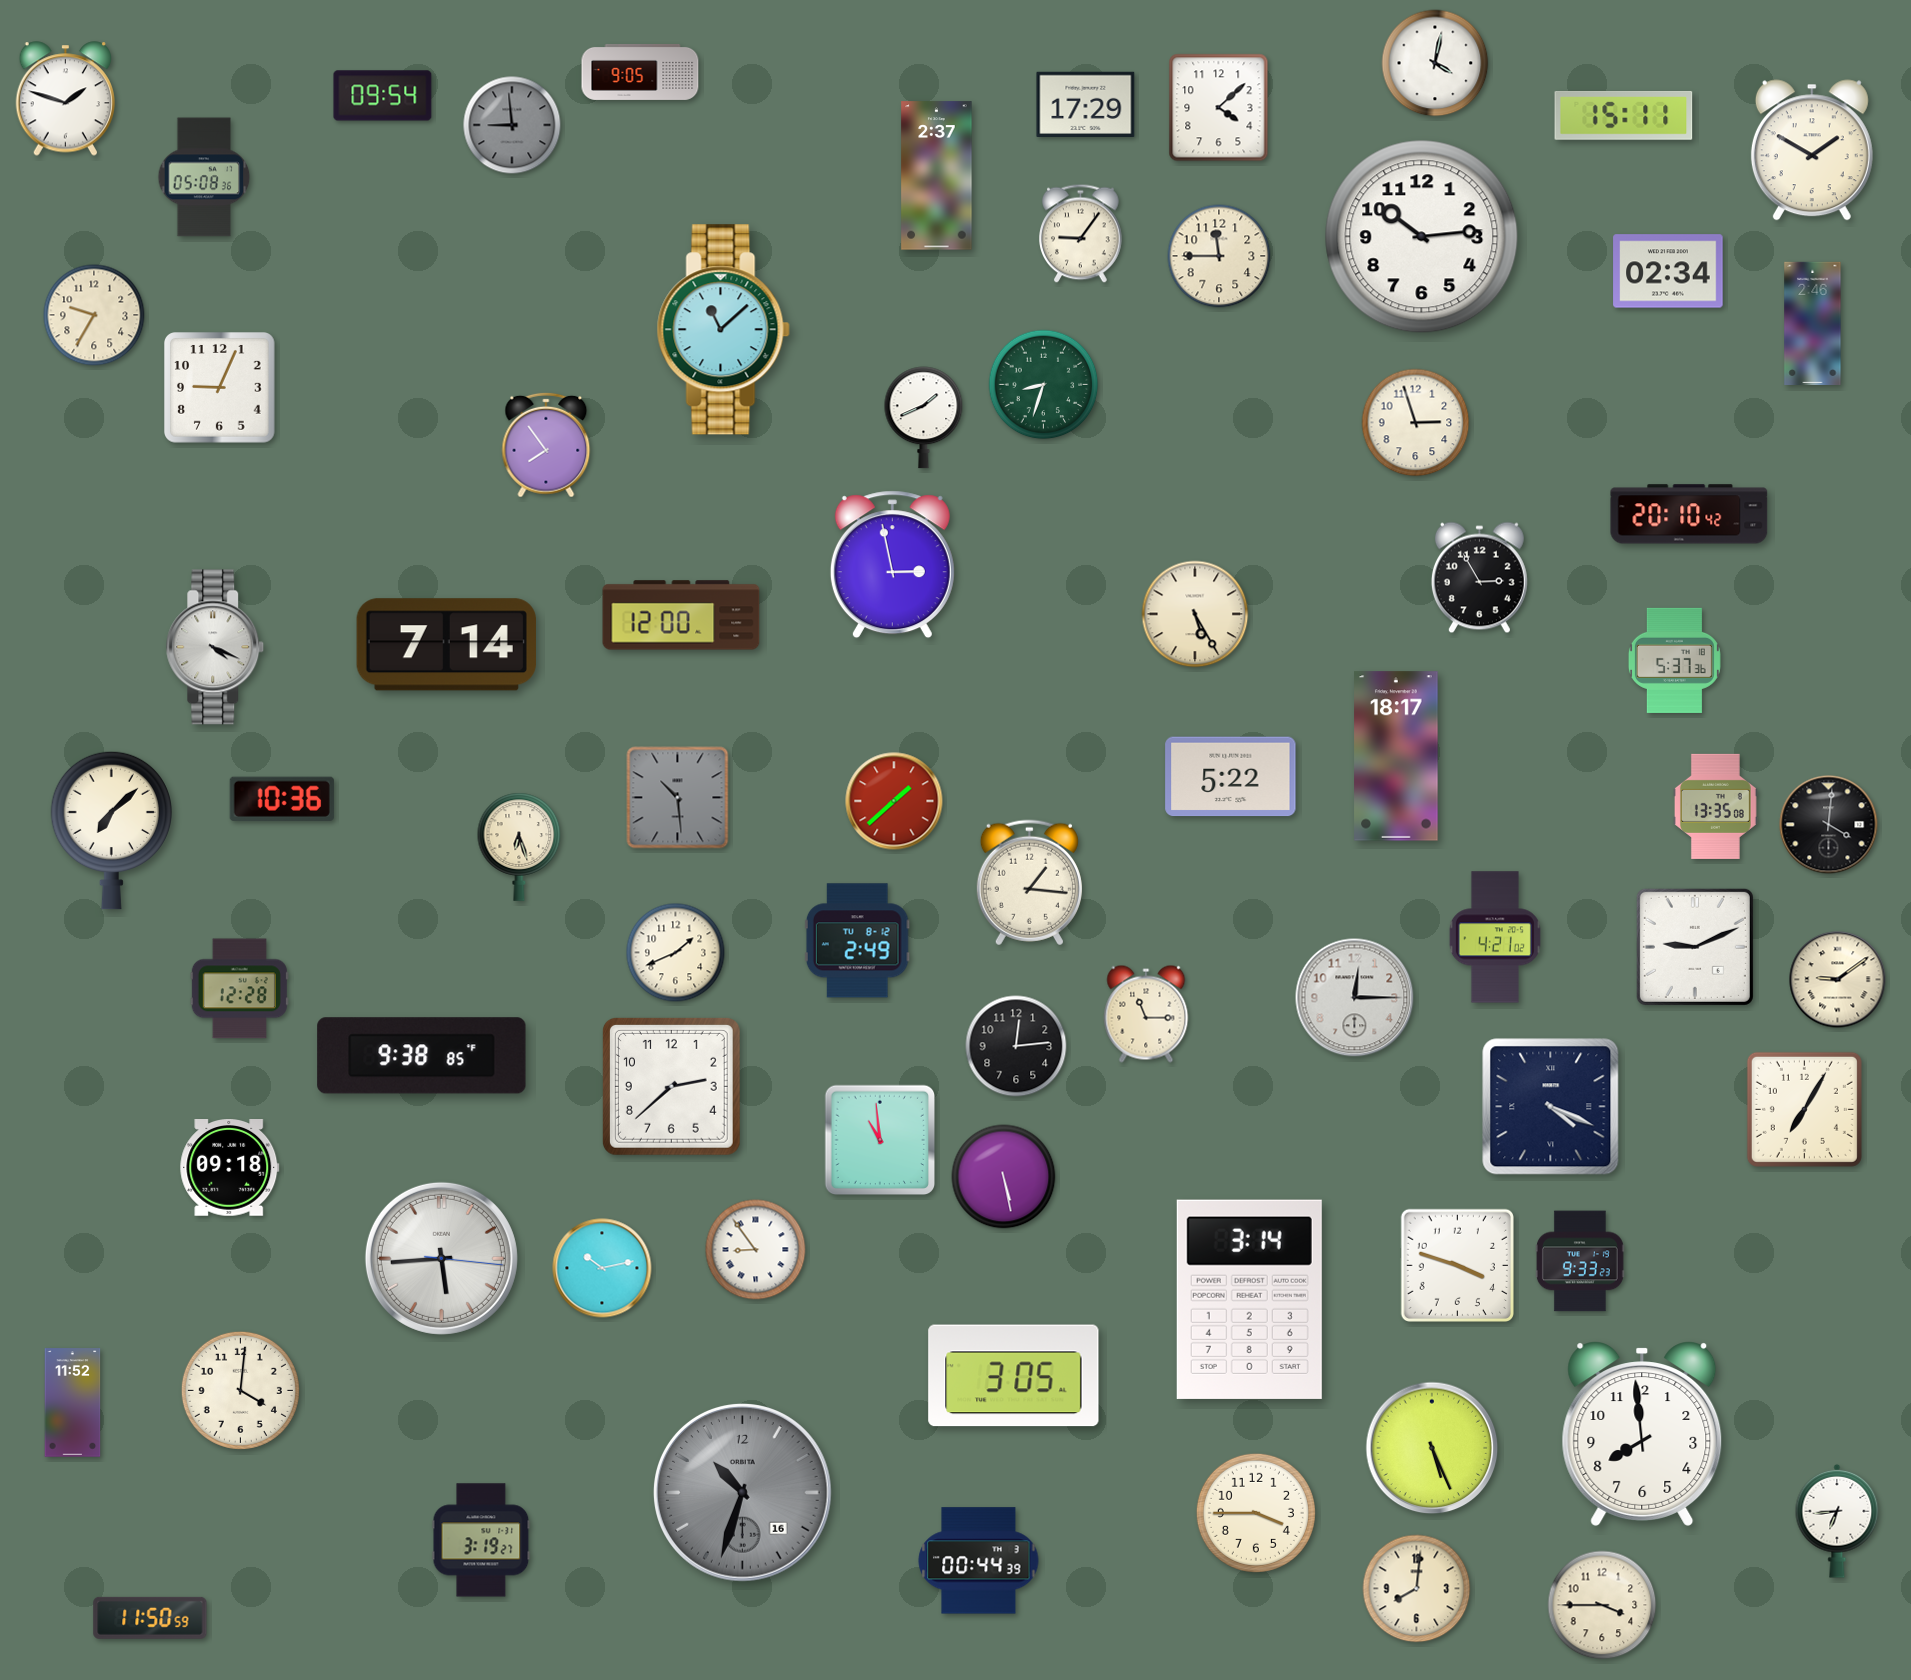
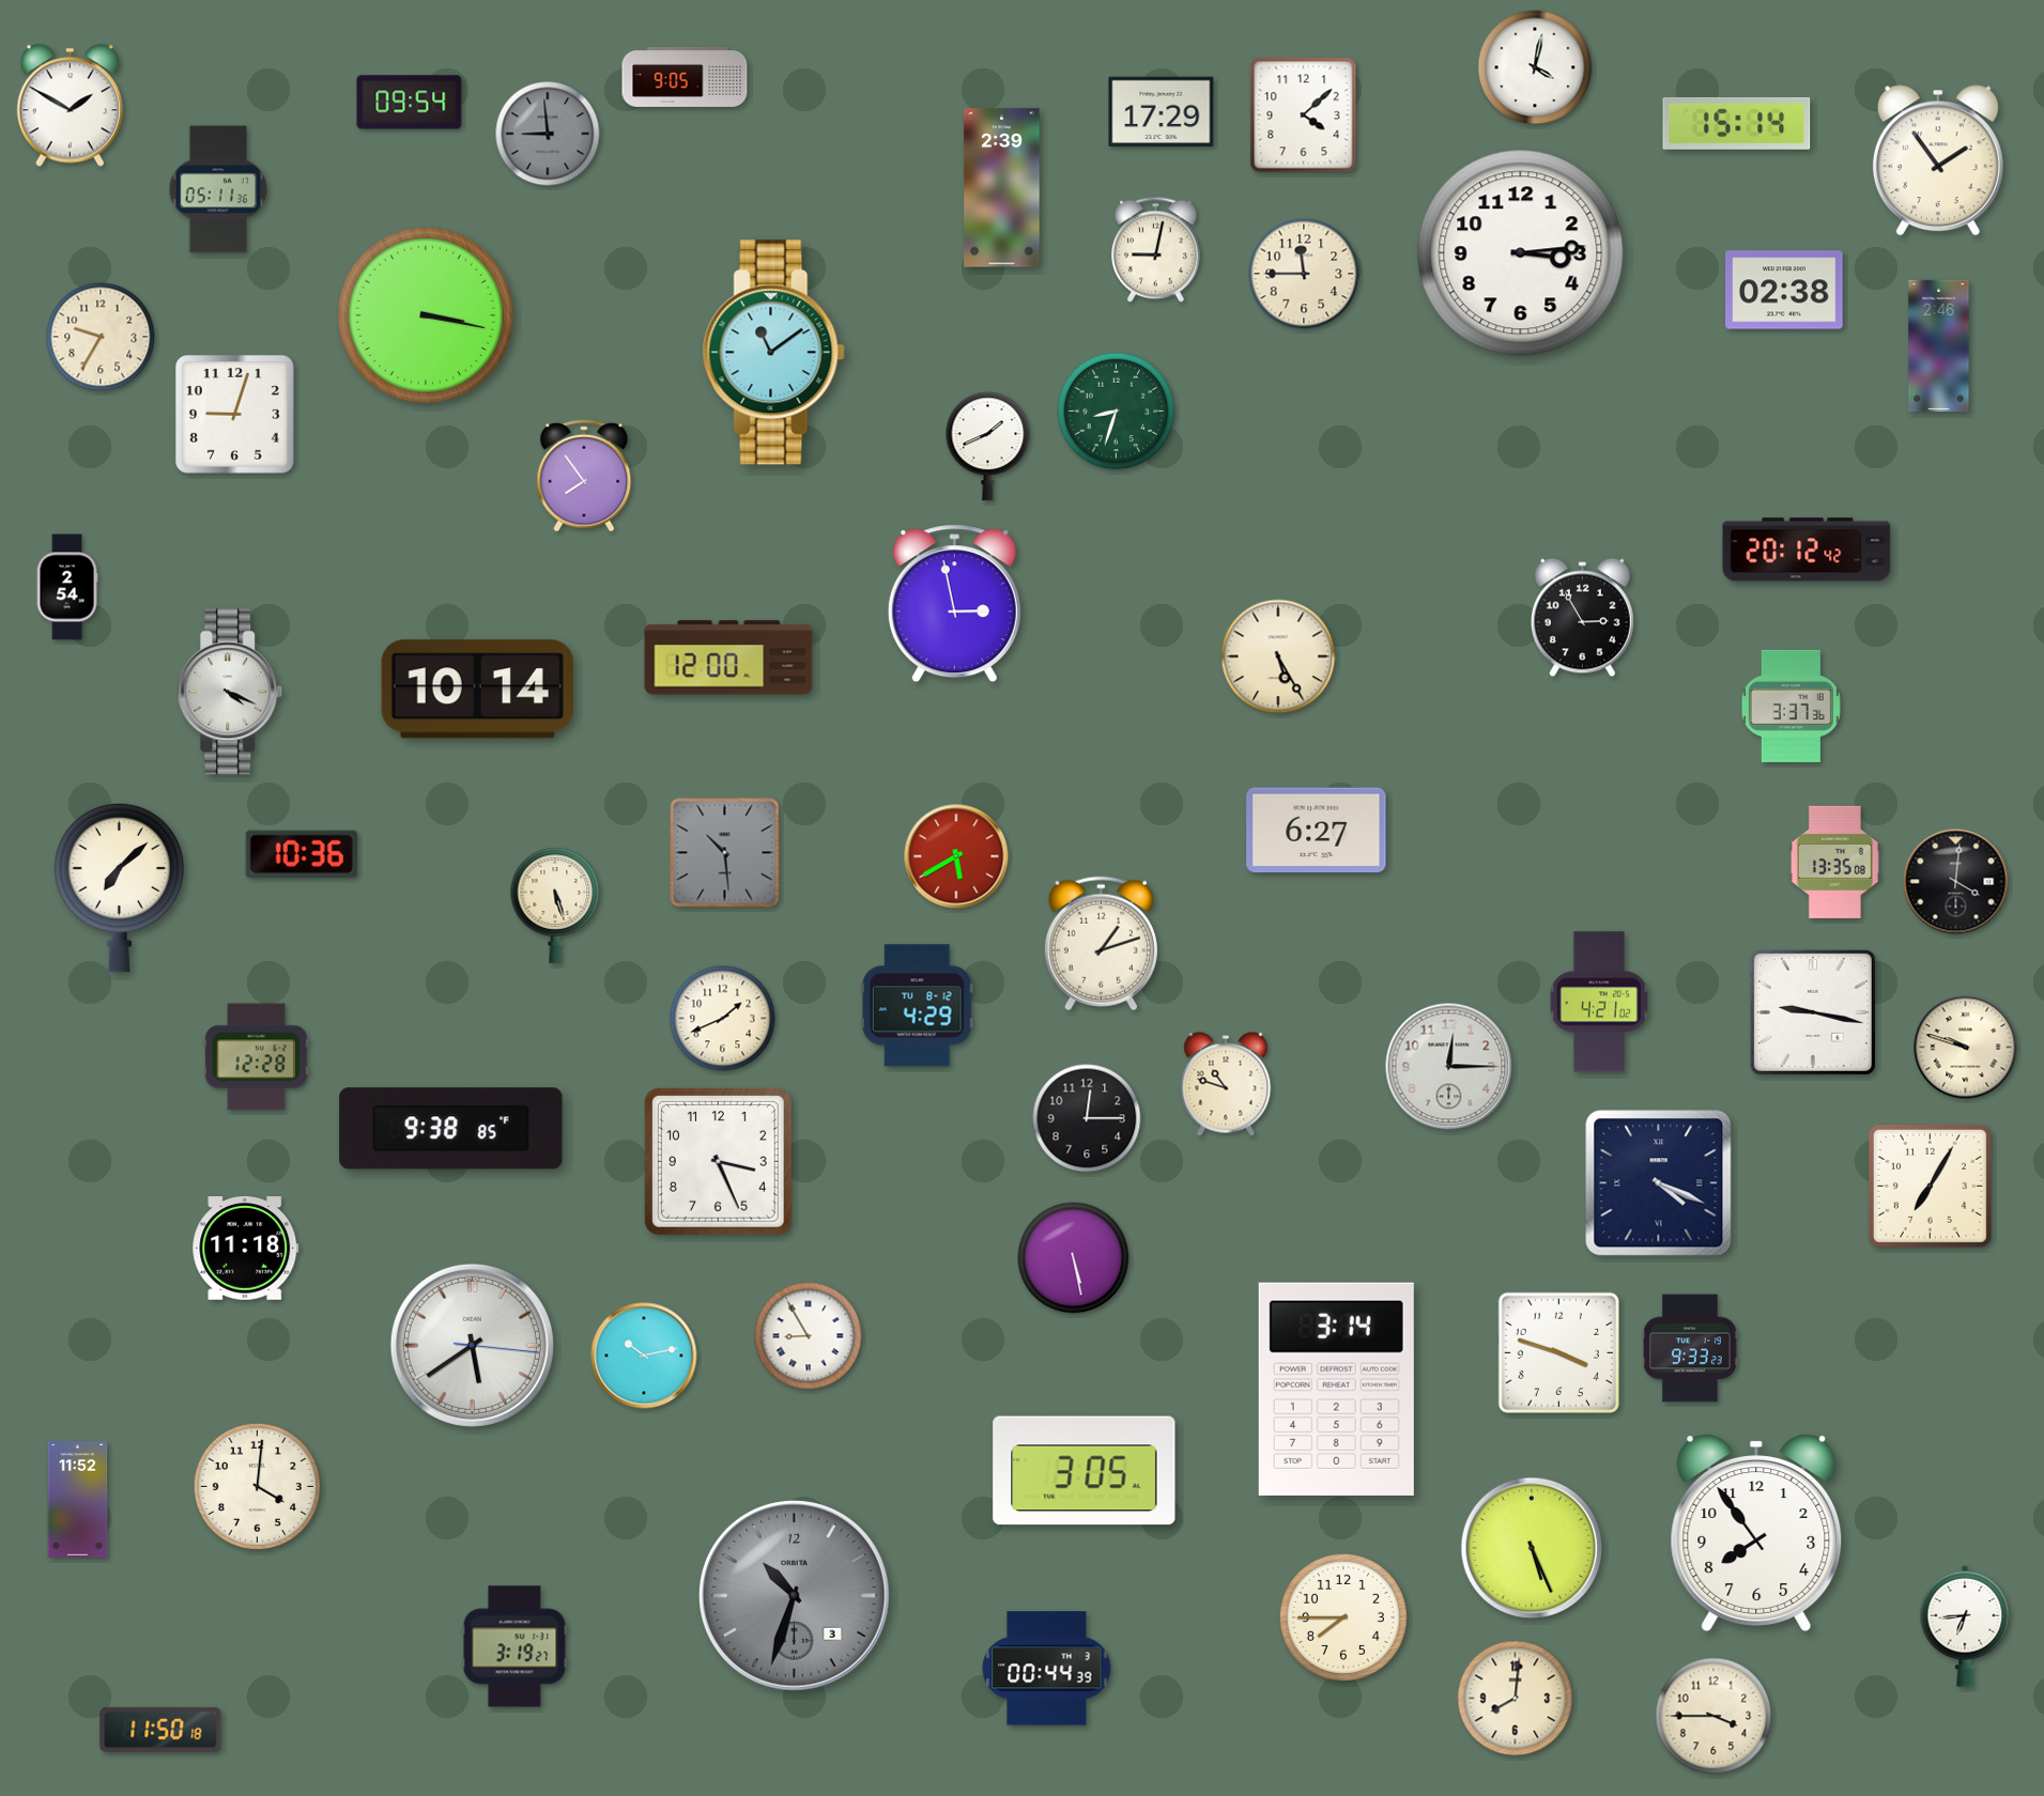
clock at (65, 99): 1:48 -> 1:50
clock at (1624, 115): 15:11 -> 15:14
clock at (1812, 150): 1:50 -> 1:54
clock at (937, 176): 2:37 -> 2:39
clock at (204, 177): 05:08 -> 05:11
clock at (1081, 234): 9:06 -> 9:02
clock at (1422, 237): 10:14 -> 3:14
clock at (1668, 271): 02:34 -> 02:38
clock at (426, 315): none -> 3:17
clock at (723, 330): 11:08 -> 11:09
clock at (220, 388): 9:04 -> 9:03
clock at (1416, 423): 2:57 -> none
clock at (1689, 514): 20:10 -> 20:12
clock at (67, 587): none -> 2:54
clock at (446, 645): 7:14 -> 10:14
clock at (1674, 660): 5:37 -> 3:37
clock at (1396, 756): 18:17 -> none
clock at (1231, 777): 5:22 -> 6:27
clock at (894, 801): 1:38 -> 5:40
clock at (519, 847): 6:27 -> 5:27
clock at (1029, 883): 1:16 -> 1:12
clock at (857, 941): 2:49 -> 4:29
clock at (1695, 947): 9:11 -> 9:17
clock at (1838, 980): 9:09 -> 9:48
clock at (1146, 1014): 11:15 -> 10:48
clock at (1016, 1046): 12:14 -> 12:15
clock at (671, 1086): 2:38 -> 3:26
clock at (880, 1140): 10:59 -> none
clock at (230, 1168): 09:18 -> 11:18
clock at (756, 1250): 8:54 -> 8:55
clock at (441, 1258): 5:44 -> 5:39
clock at (1642, 1434): 7:59 -> 7:54
clock at (743, 1493) date: 16 -> 3
clock at (1256, 1513): 3:45 -> 7:45
clock at (150, 1618): 11:50:59 -> 11:50:18
